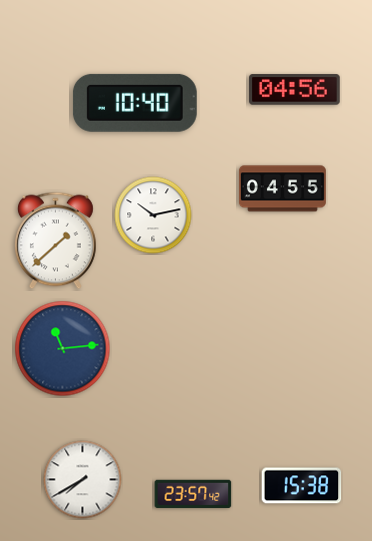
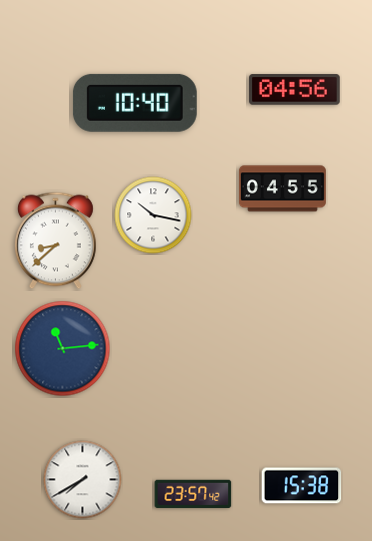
clock at (153, 215): 10:13 -> 10:17
clock at (55, 241): 1:38 -> 8:38
